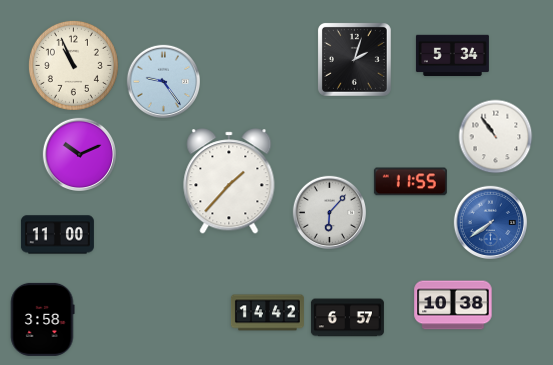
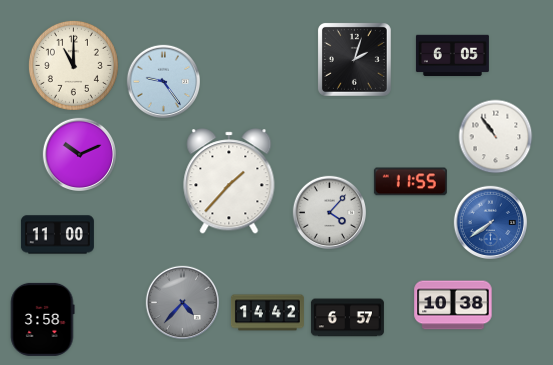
clock at (452, 56): 5:34 -> 6:05
clock at (73, 65): 10:56 -> 11:00
clock at (329, 212): 6:07 -> 4:07
clock at (182, 302): none -> 4:37
